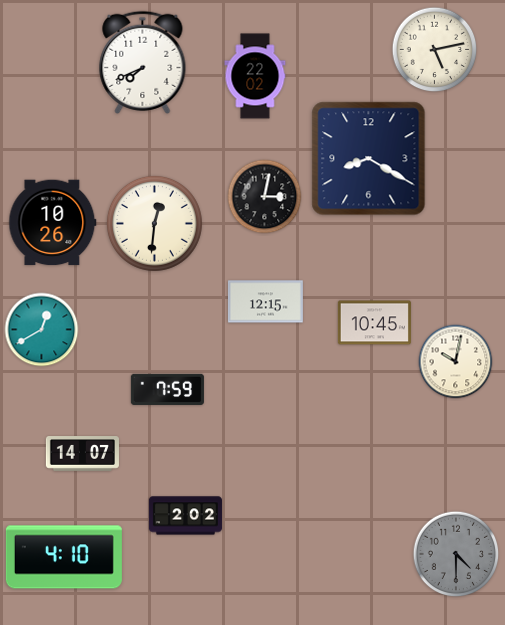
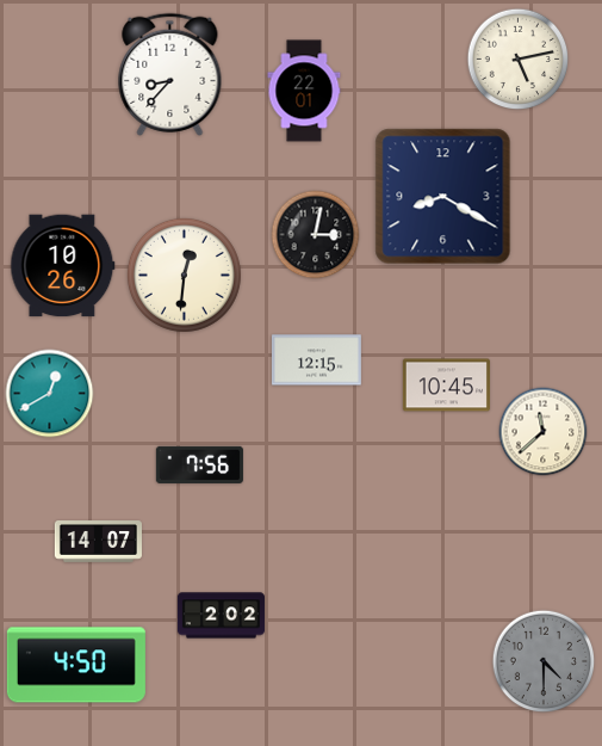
clock at (143, 62): 7:41 -> 8:37
clock at (255, 76): 22:02 -> 22:01
clock at (369, 159) position: (369, 159) -> (443, 197)
clock at (154, 223) position: (154, 223) -> (184, 275)
clock at (456, 362): 10:02 -> 11:38
clock at (167, 389): 7:59 -> 7:56
clock at (64, 557): 4:10 -> 4:50
